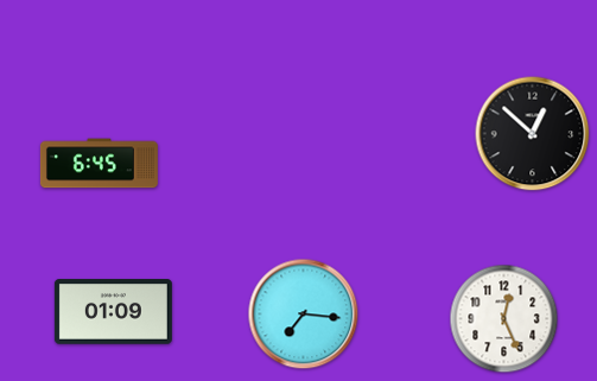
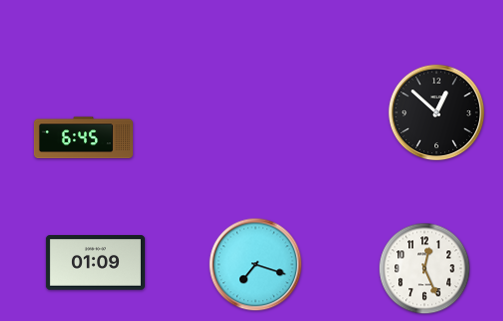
clock at (533, 134) position: (533, 134) -> (437, 113)
clock at (304, 315): 7:16 -> 7:18
